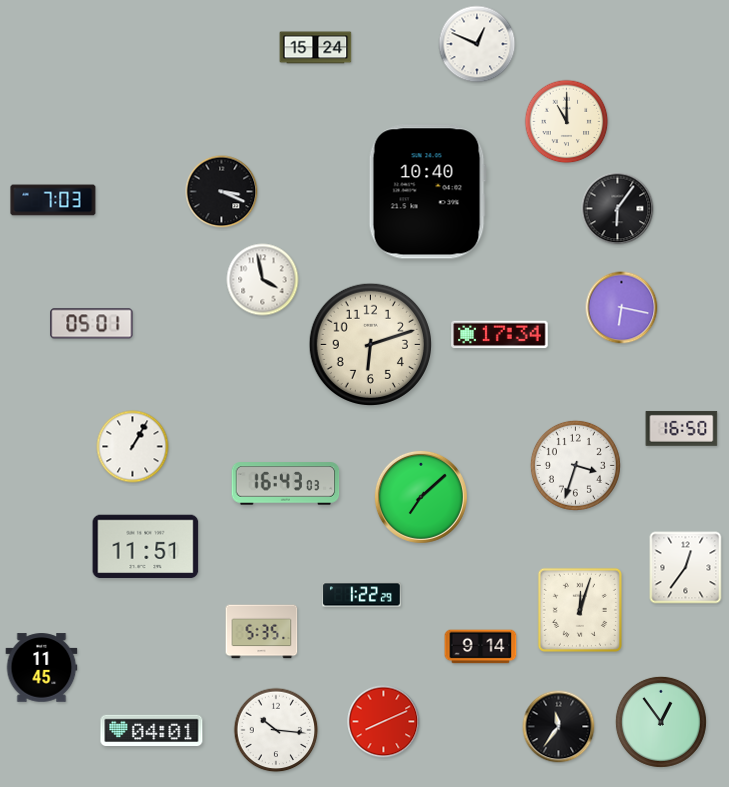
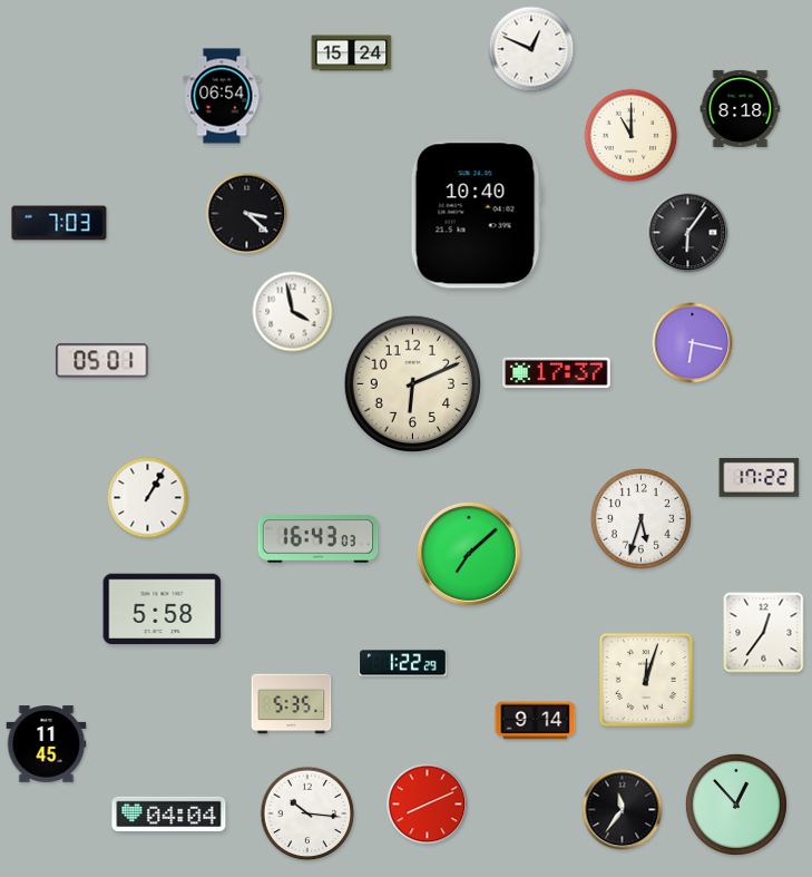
clock at (222, 96): none -> 06:54
clock at (741, 108): none -> 8:18
clock at (222, 192): 3:19 -> 3:22
clock at (500, 335): 17:34 -> 17:37
clock at (370, 344): 6:12 -> 6:11
clock at (682, 428): 16:50 -> 17:22
clock at (575, 465): 3:33 -> 5:33
clock at (146, 547): 11:51 -> 5:58
clock at (661, 722): 12:54 -> 12:53
clock at (152, 730): 04:01 -> 04:04
